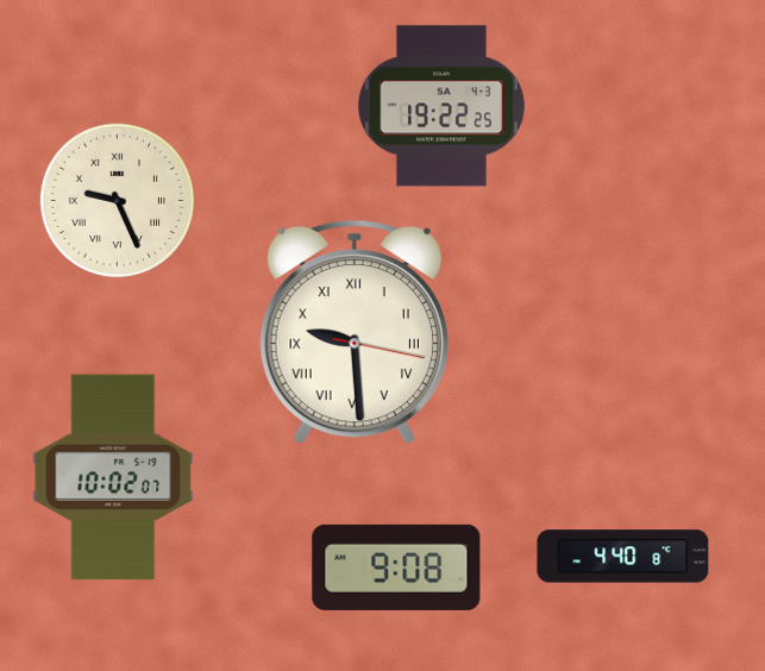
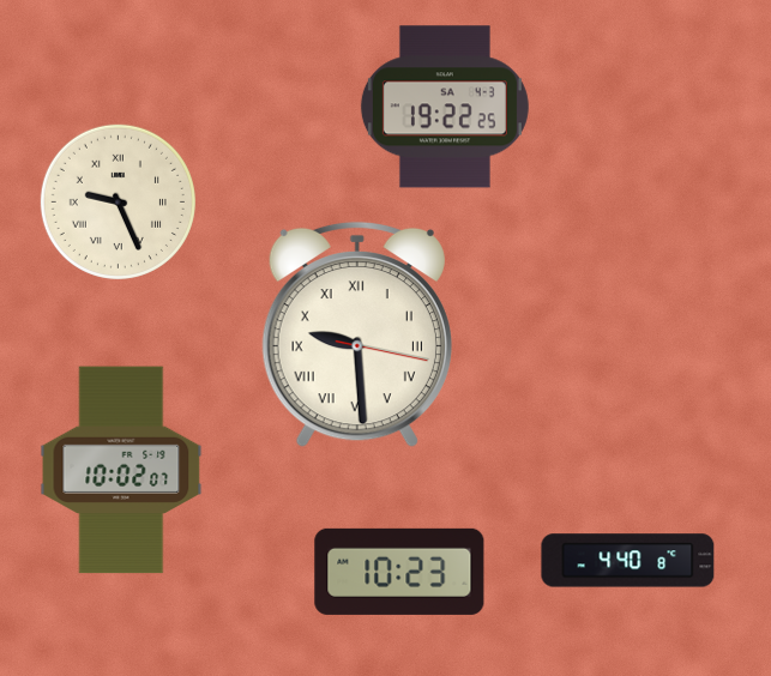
clock at (113, 477) position: (113, 477) -> (121, 470)
clock at (396, 567): 9:08 -> 10:23
